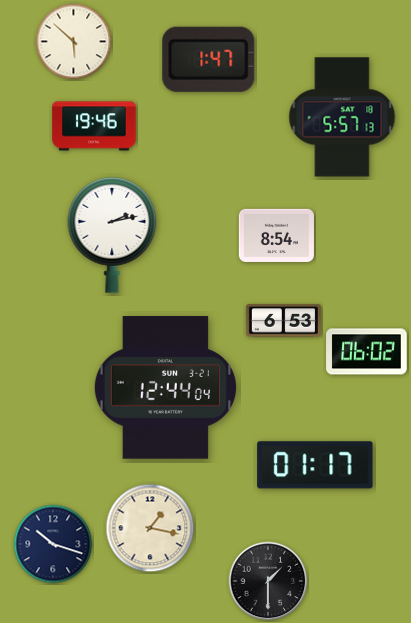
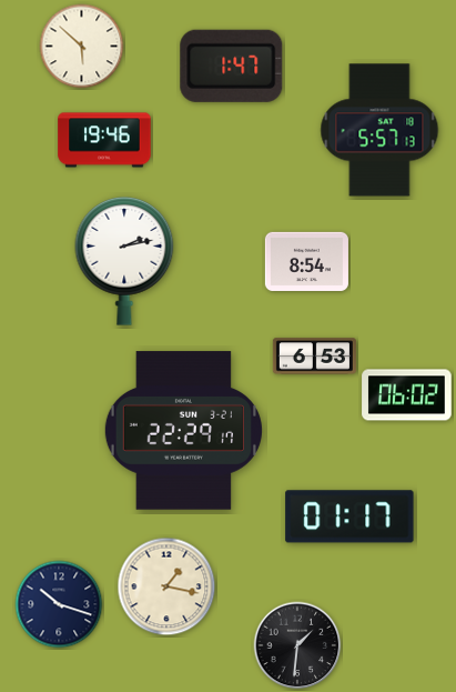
clock at (367, 352) position: (367, 352) -> (407, 395)
clock at (165, 388): 12:44 -> 22:29
clock at (268, 581): 1:30 -> 1:31
